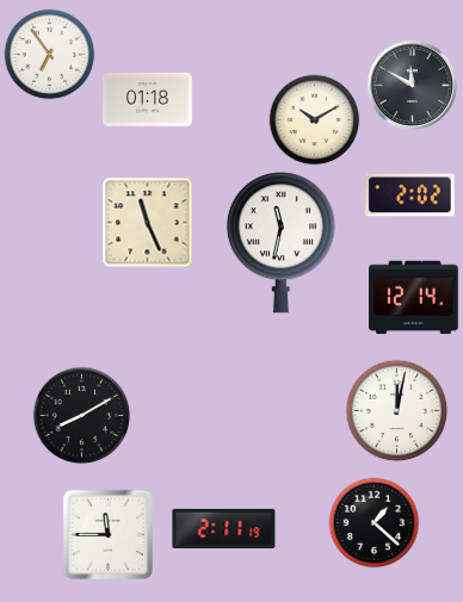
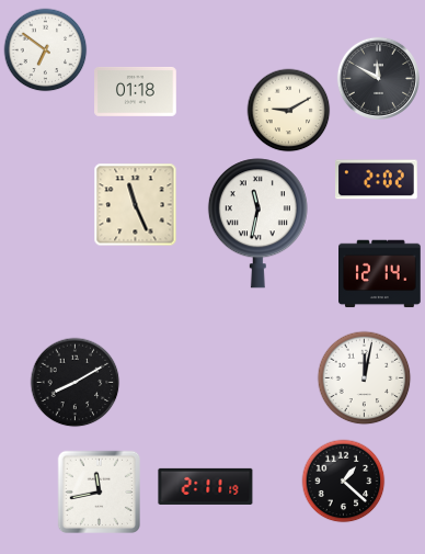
clock at (50, 55): 6:54 -> 6:51
clock at (315, 120): 10:10 -> 9:10
clock at (107, 534): 11:45 -> 11:43
